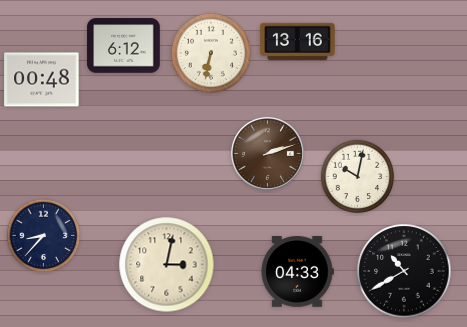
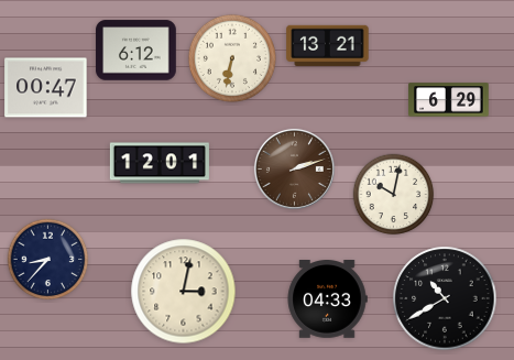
clock at (298, 41): 13:16 -> 13:21
clock at (42, 80): 00:48 -> 00:47
clock at (449, 100): none -> 6:29
clock at (160, 163): none -> 12:01
